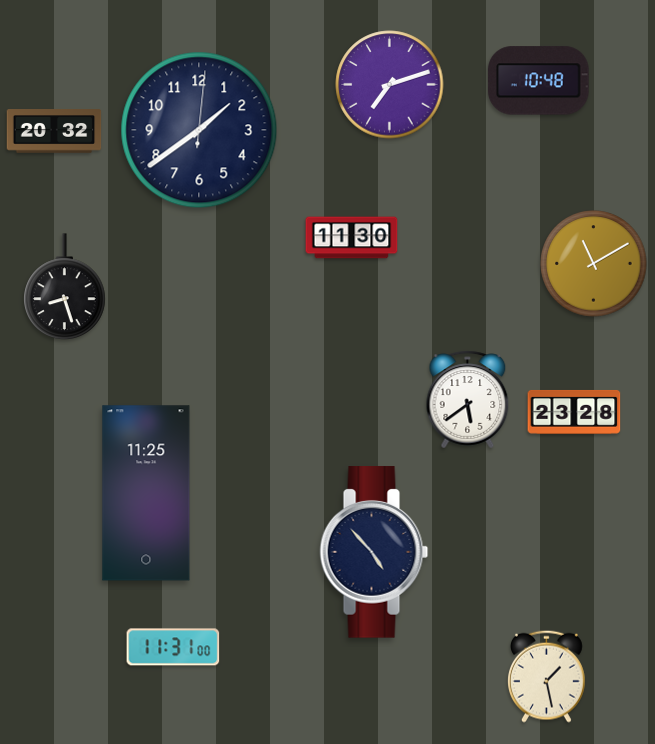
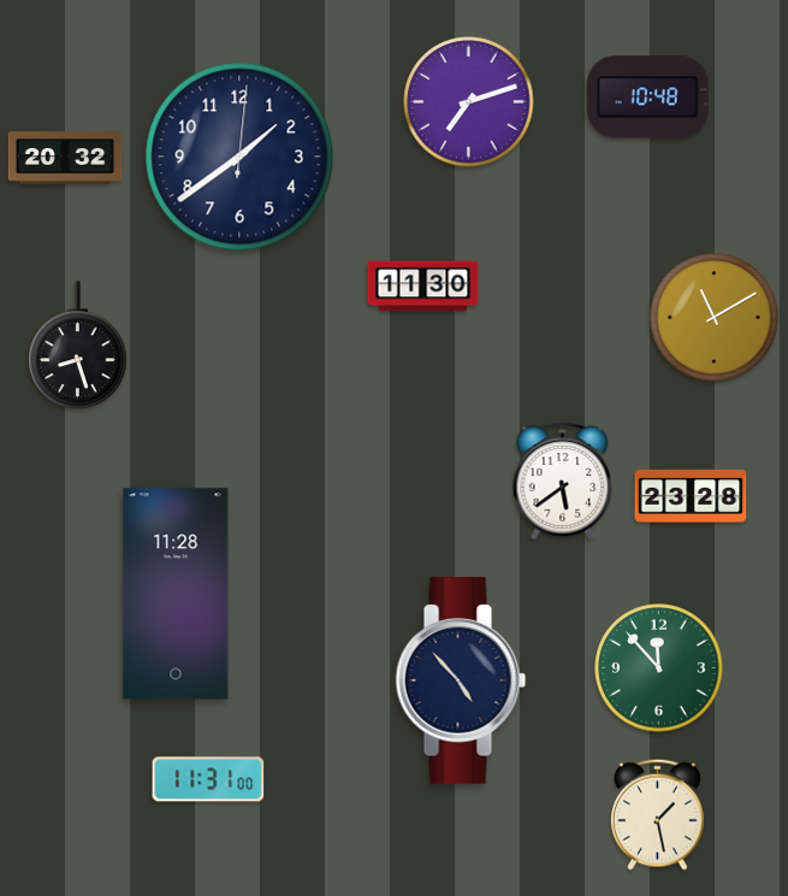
clock at (146, 493): 11:25 -> 11:28
clock at (374, 552) position: (374, 552) -> (461, 680)
clock at (659, 668): none -> 11:53
